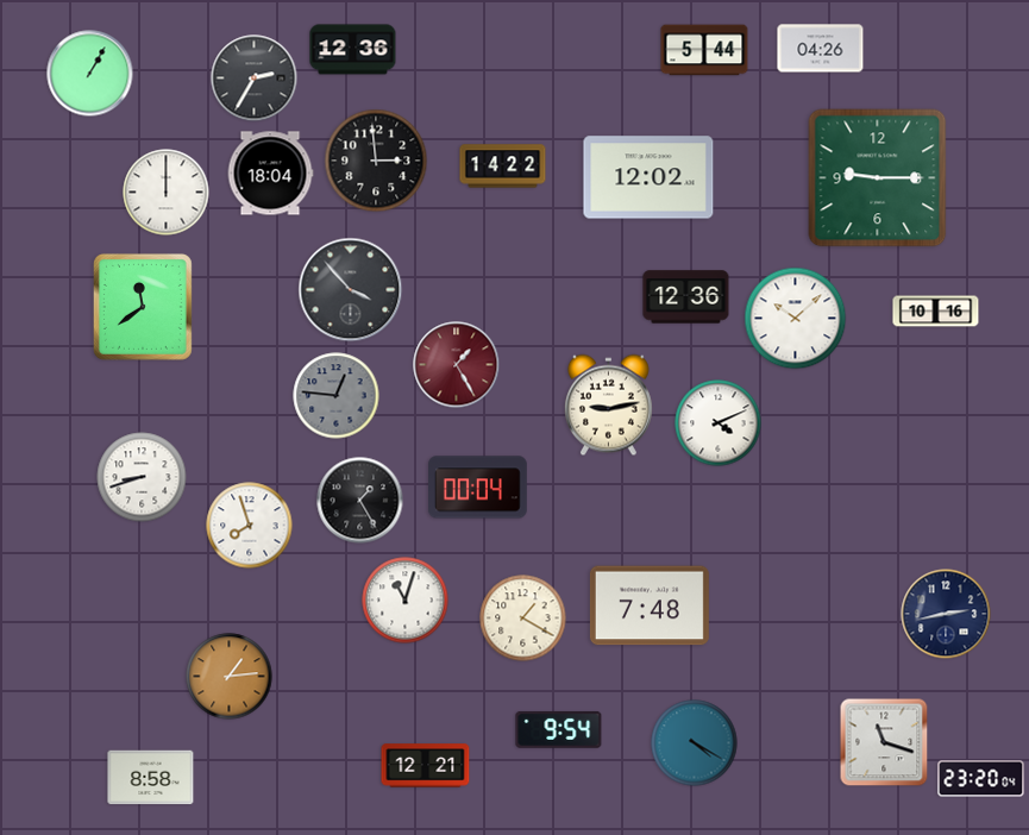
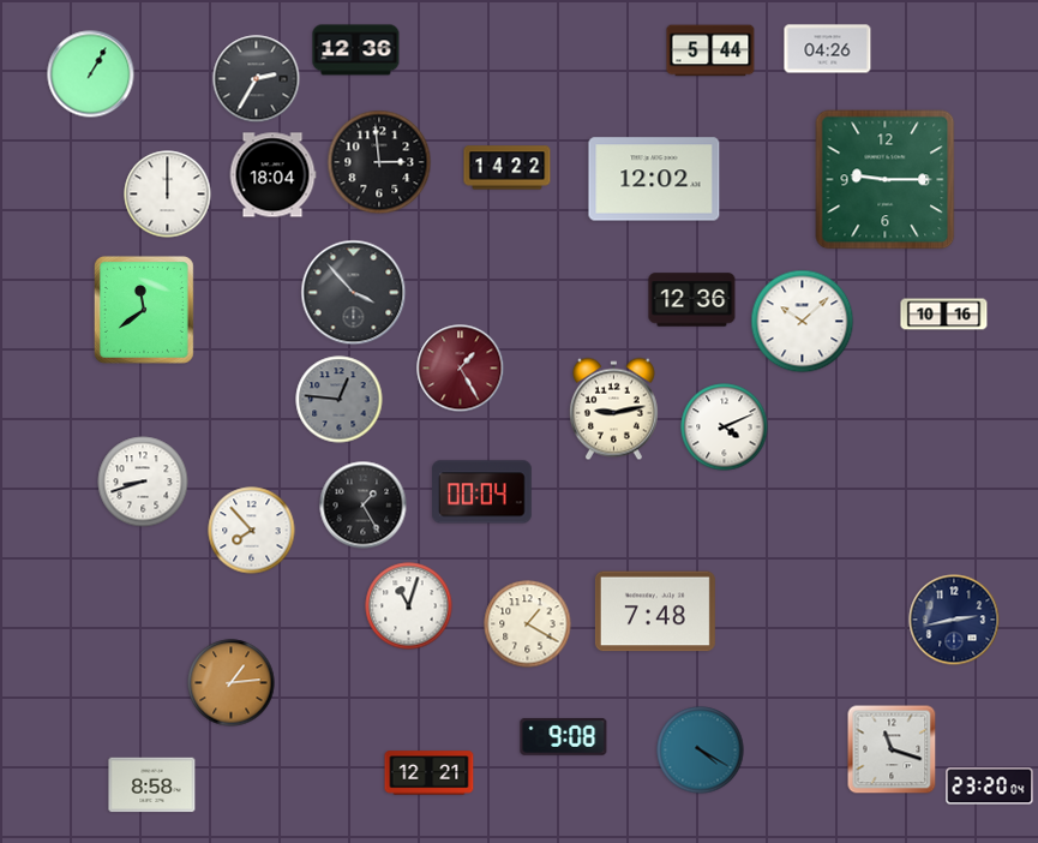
clock at (250, 526): 7:57 -> 7:53
clock at (559, 729): 9:54 -> 9:08
